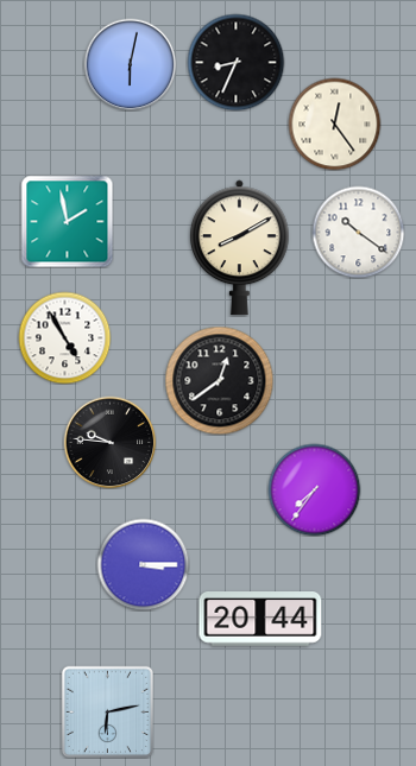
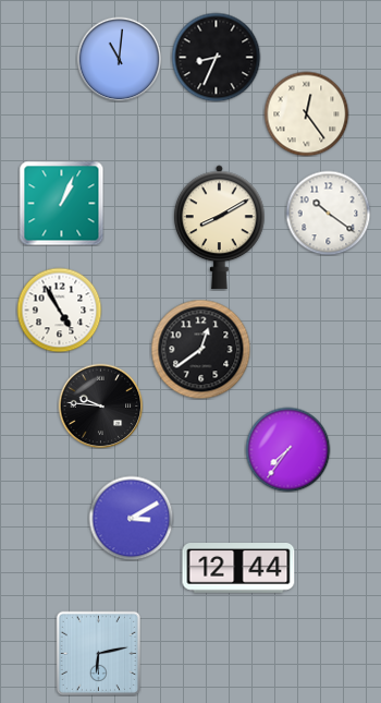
clock at (130, 64): 6:02 -> 11:01
clock at (67, 221): 1:58 -> 1:04
clock at (143, 564): 3:15 -> 3:10
clock at (260, 620): 20:44 -> 12:44
